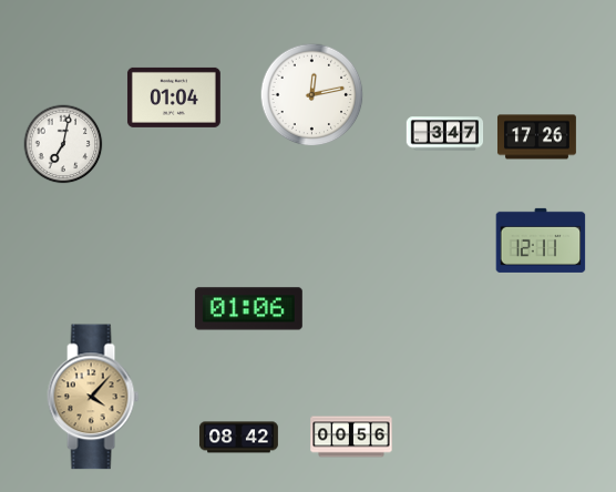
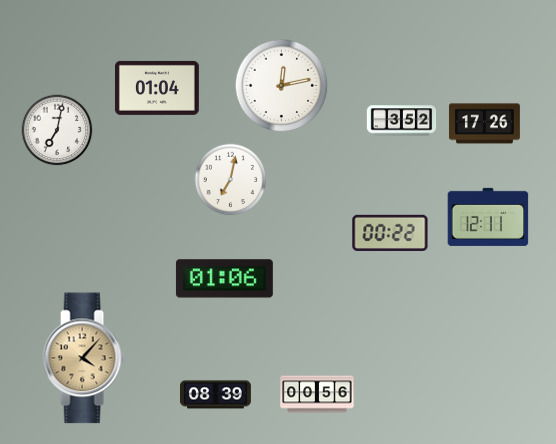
clock at (445, 134): 3:47 -> 3:52
clock at (231, 180): none -> 7:02
clock at (390, 233): none -> 00:22
clock at (238, 438): 08:42 -> 08:39
